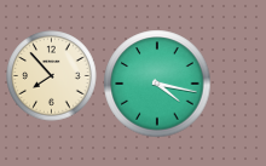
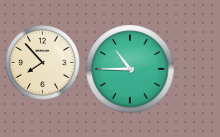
clock at (157, 84): 4:17 -> 10:45
